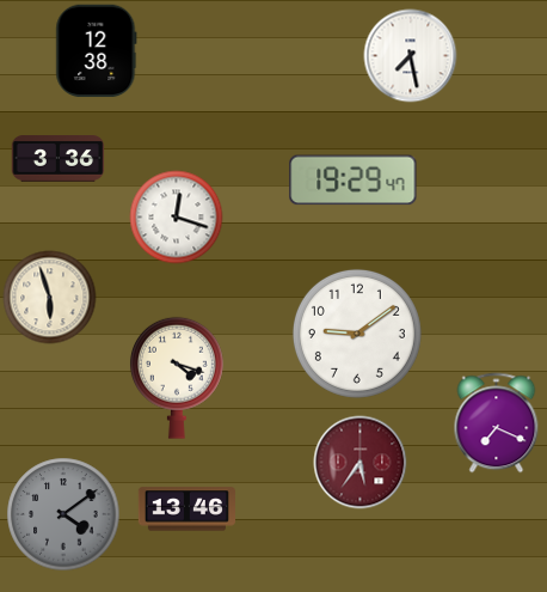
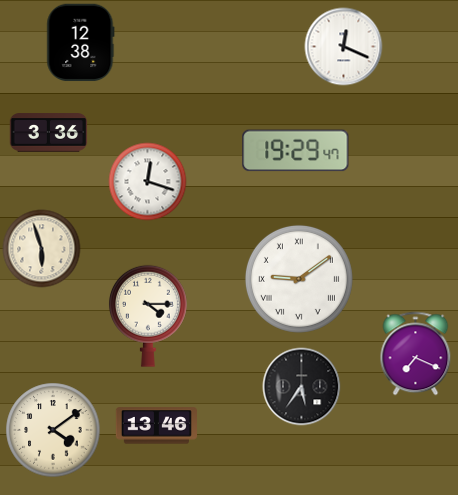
clock at (410, 55): 7:28 -> 12:19
clock at (357, 334) numerals: Arabic -> Roman
clock at (178, 378): 4:18 -> 4:15
clock at (359, 462) dial: burgundy -> black
clock at (63, 514) dial: grey -> cream
